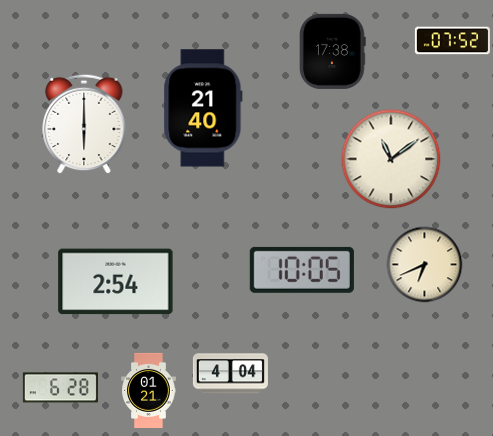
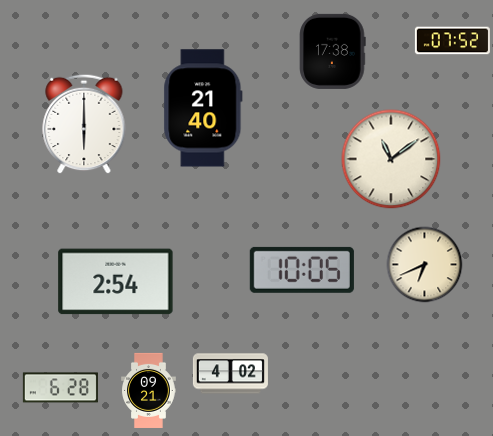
clock at (230, 374): 4:04 -> 4:02
clock at (149, 390): 01:21 -> 09:21
